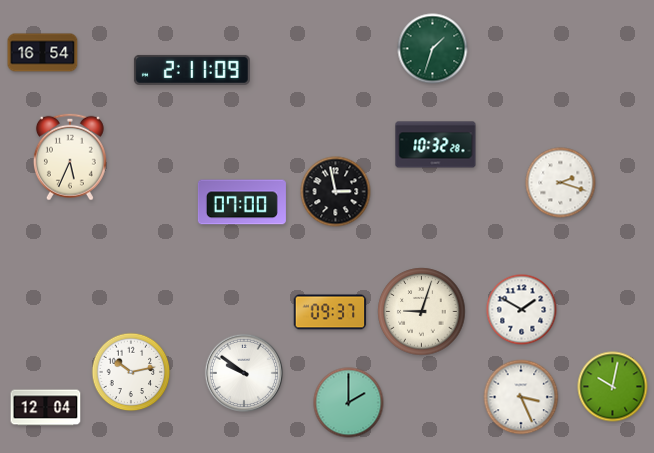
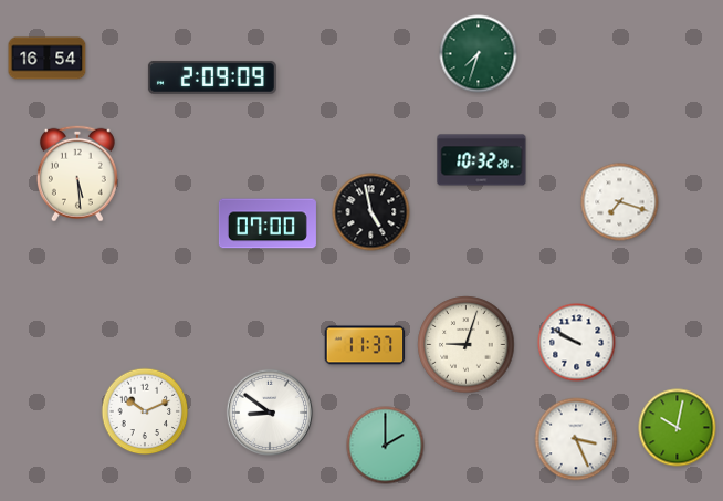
clock at (433, 49): 1:33 -> 7:33
clock at (192, 70): 2:11 -> 2:09
clock at (70, 157): 5:34 -> 5:29
clock at (561, 183): 2:18 -> 7:18
clock at (336, 192): 2:58 -> 4:58
clock at (522, 310): 1:50 -> 9:50
clock at (330, 312): 09:37 -> 11:37
clock at (131, 372): 10:13 -> 10:11
clock at (244, 373): 9:51 -> 8:51
clock at (46, 408): 12:04 -> none
